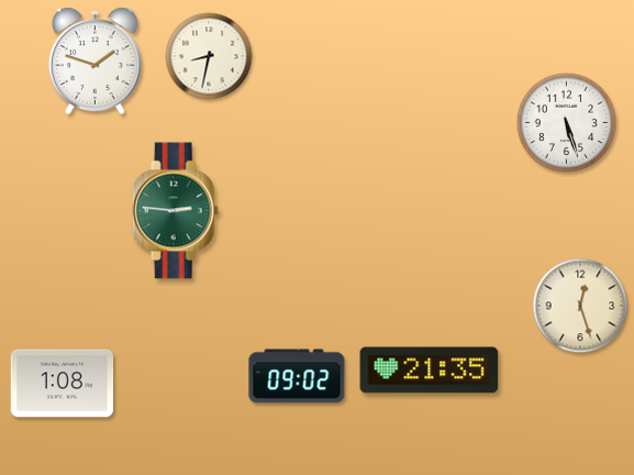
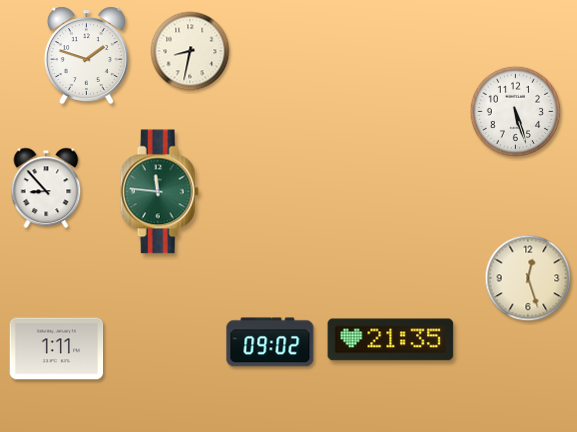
clock at (46, 188): none -> 8:53
clock at (175, 211): 2:46 -> 11:46
clock at (430, 371) position: (430, 371) -> (391, 340)
clock at (63, 384): 1:08 -> 1:11
